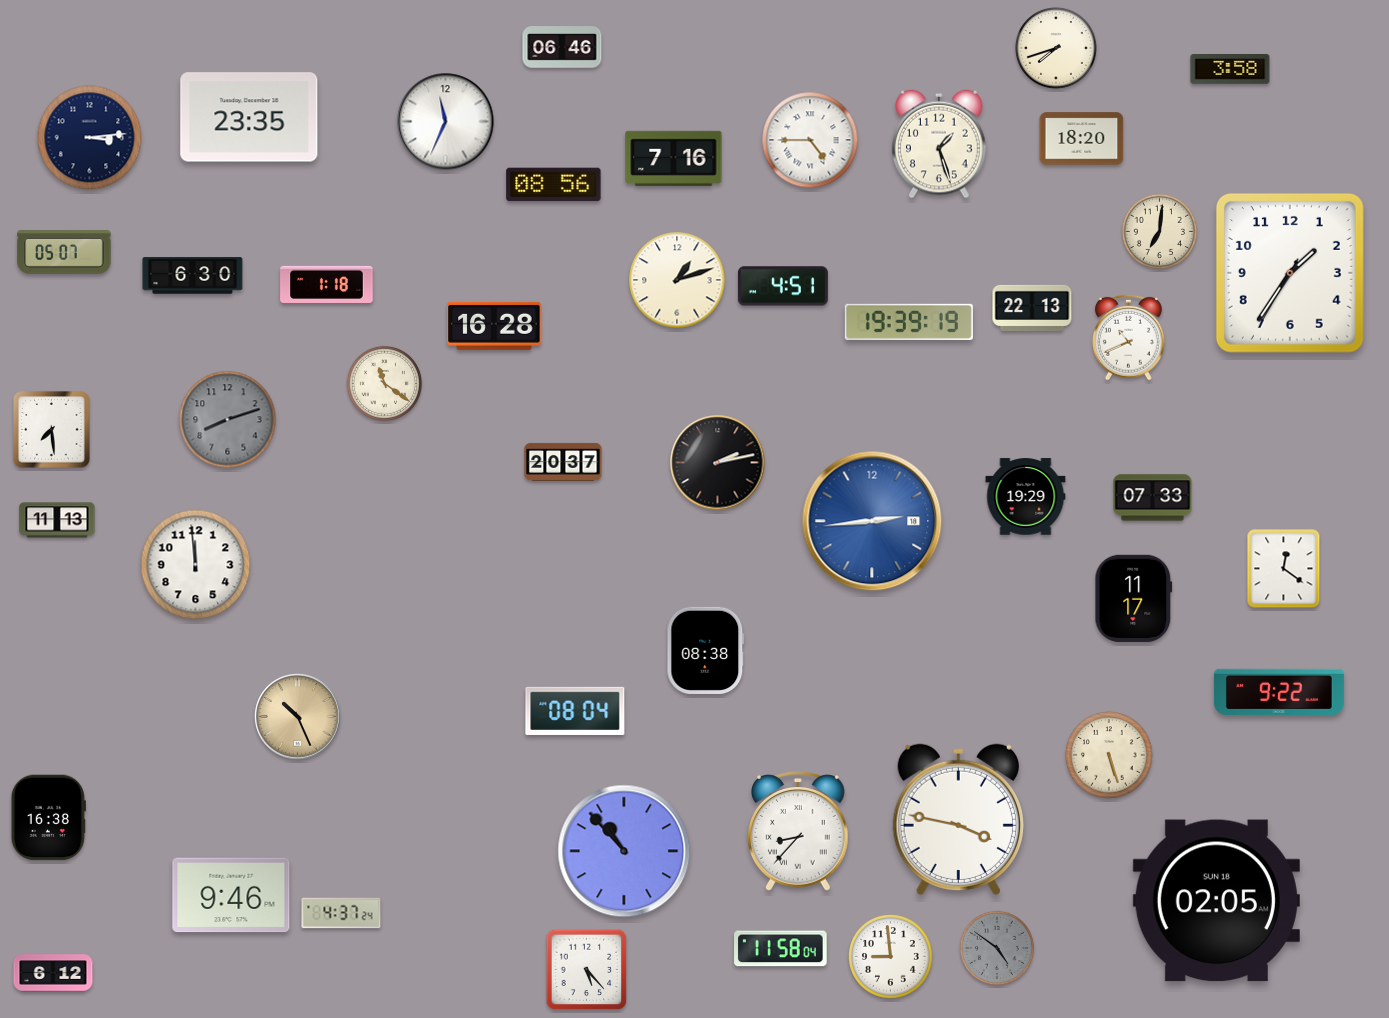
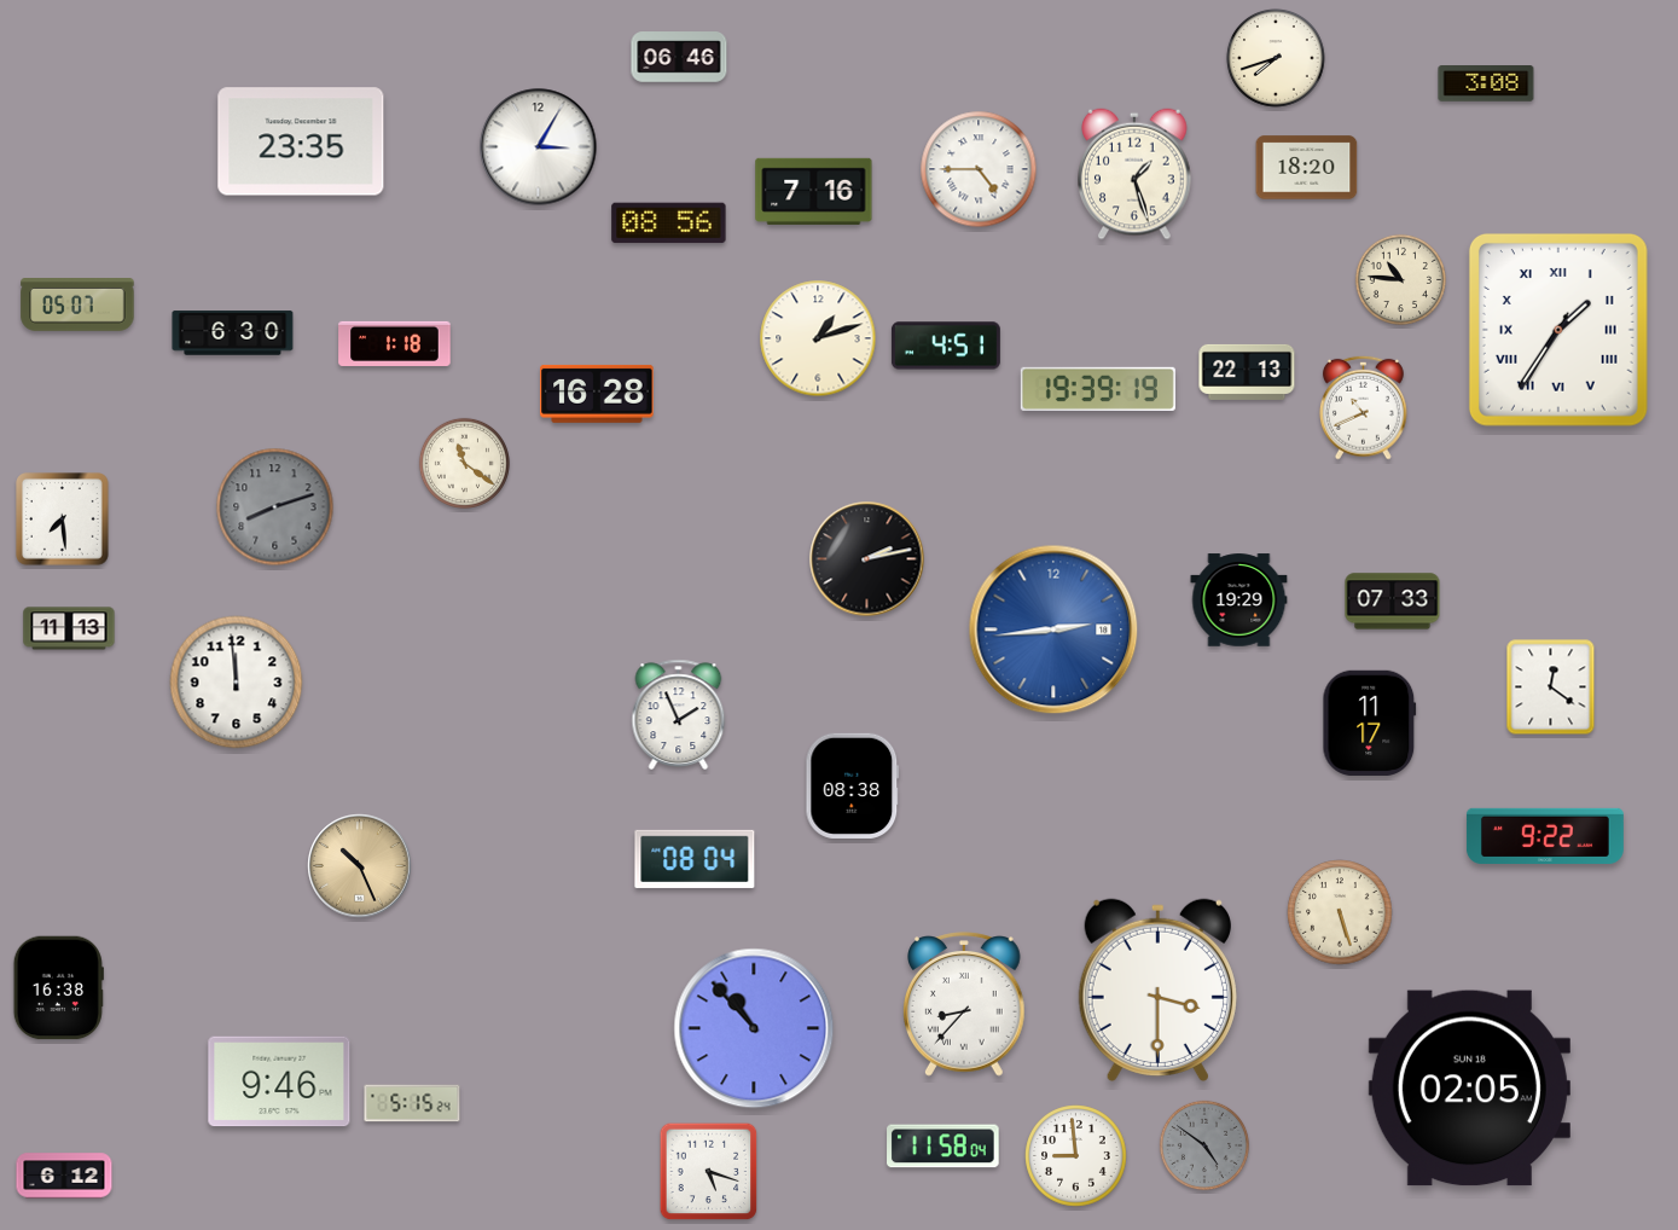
clock at (1230, 69): 3:58 -> 3:08
clock at (446, 122): 11:34 -> 3:05
clock at (90, 138): 3:14 -> none
clock at (1159, 231): 7:01 -> 10:46
clock at (1290, 273) numerals: Arabic -> Roman
clock at (563, 462): 20:37 -> none
clock at (679, 714): none -> 1:56
clock at (958, 819): 3:47 -> 3:30
clock at (341, 913): 4:37 -> 5:15
clock at (587, 970): 5:23 -> 5:18
